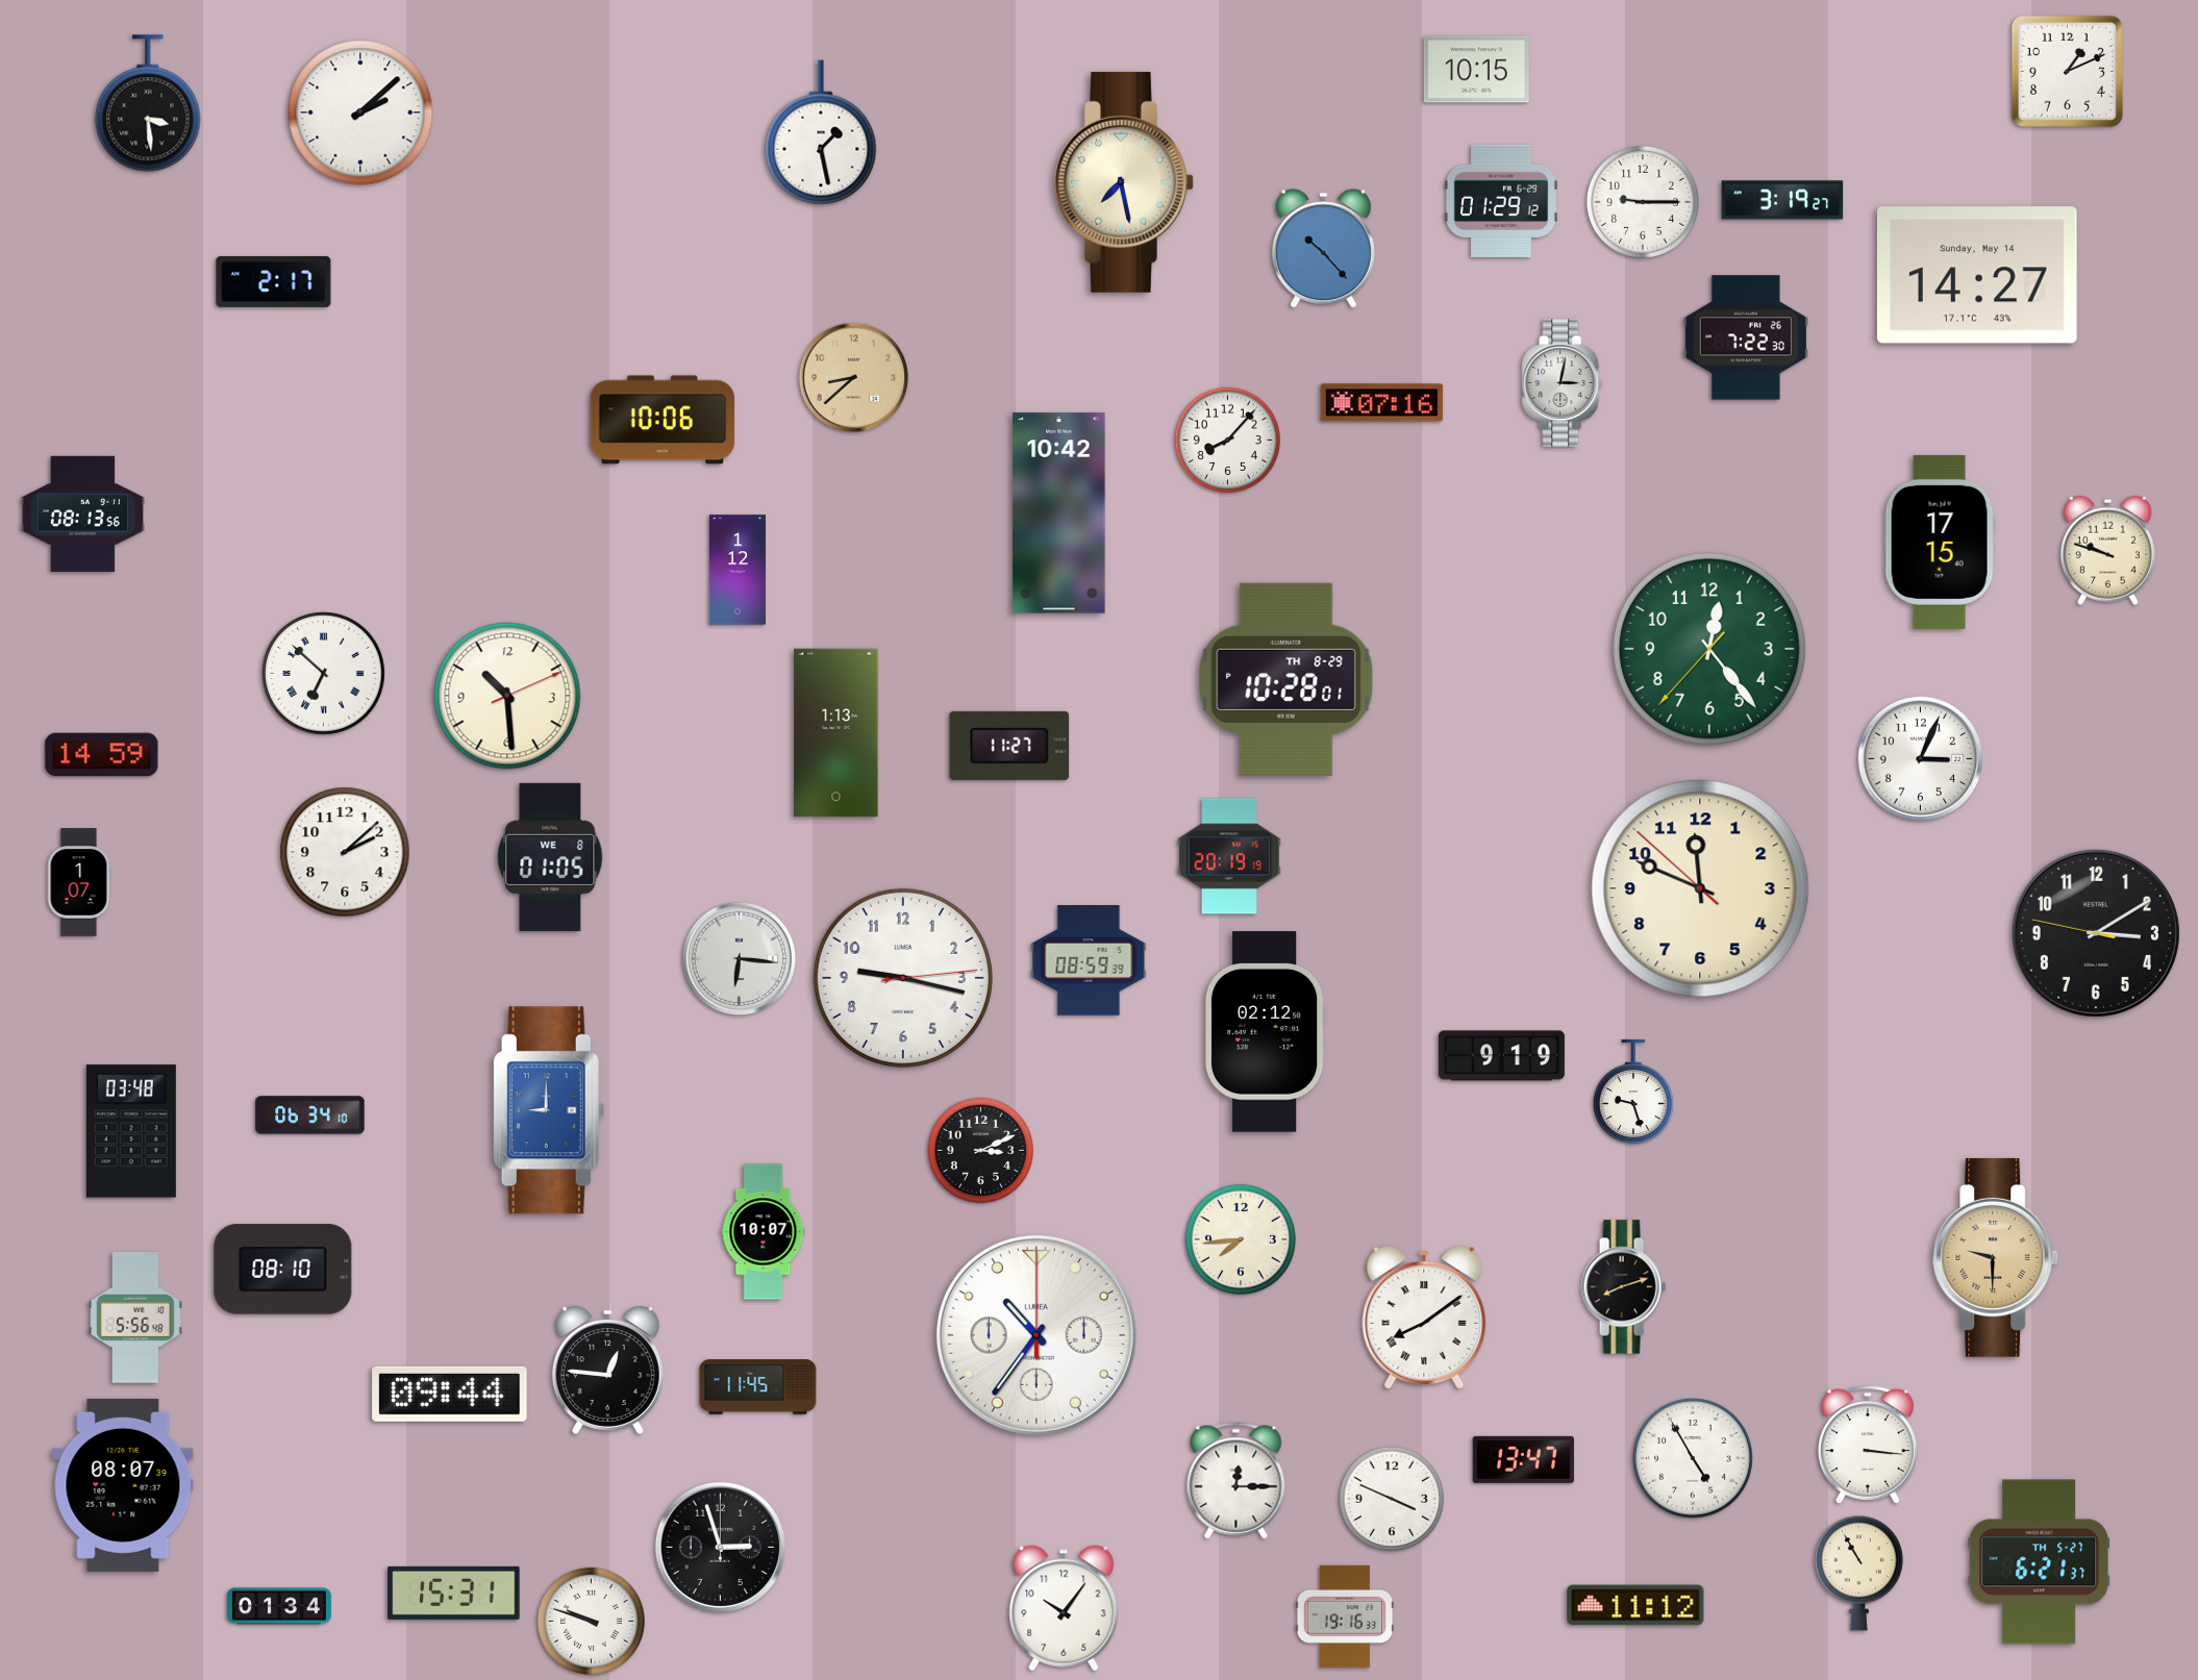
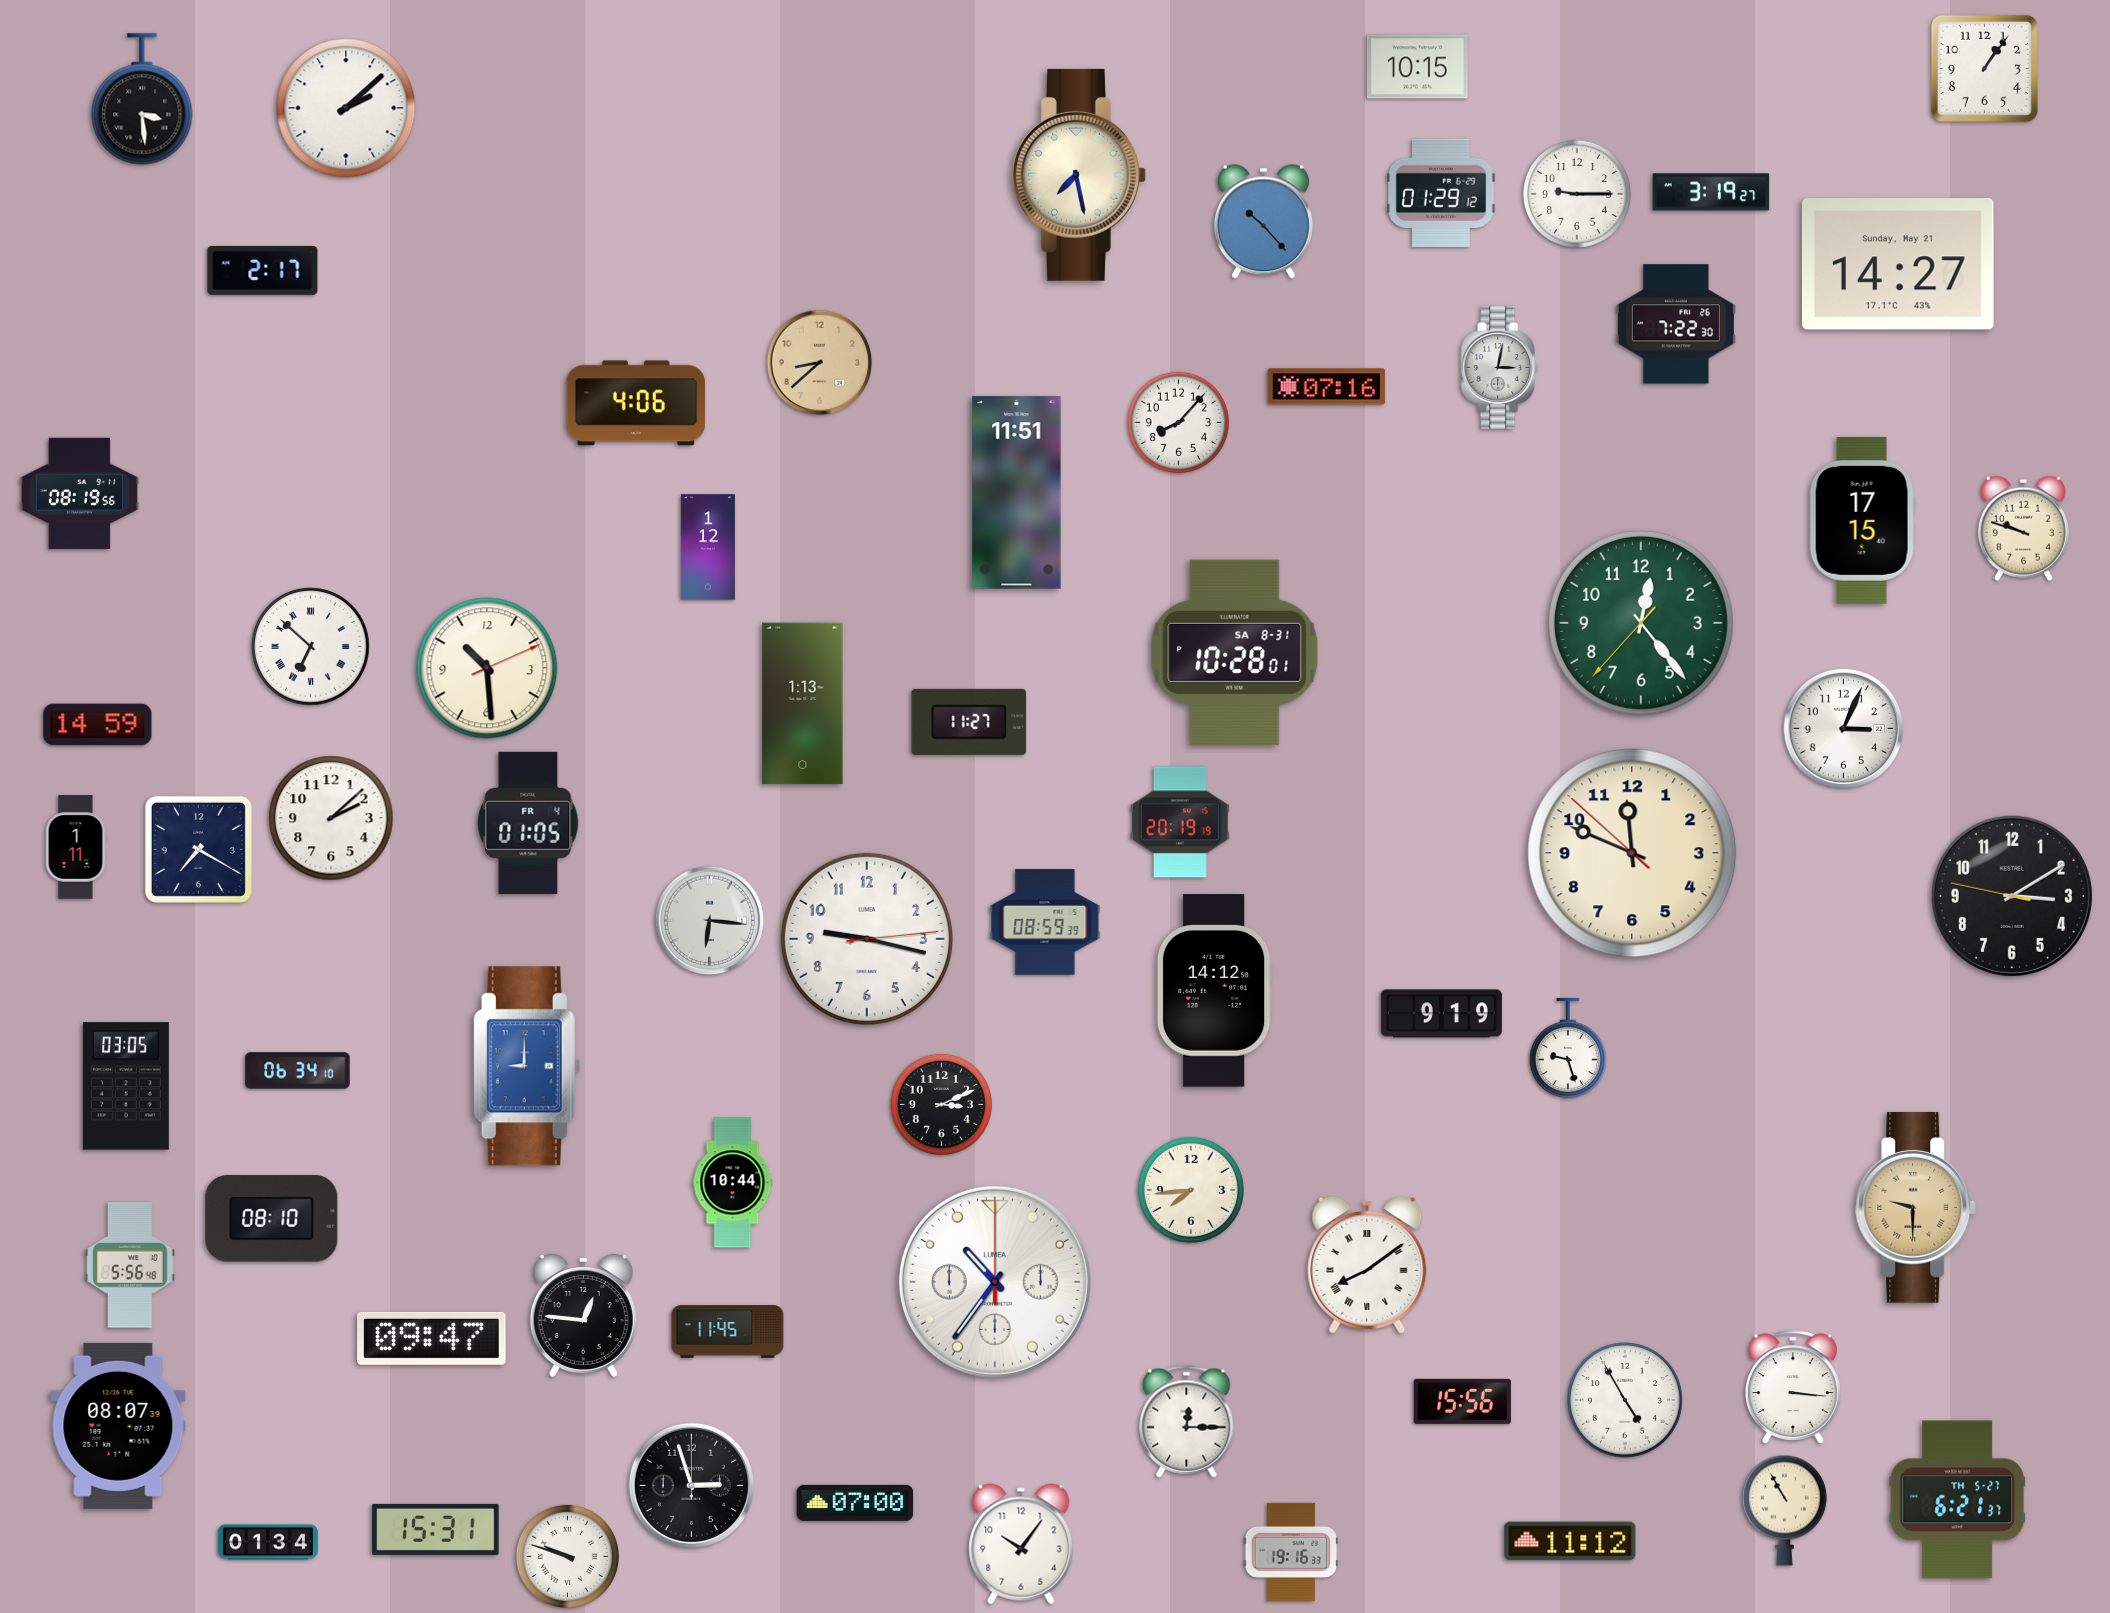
clock at (2067, 71): 1:11 -> 1:06
clock at (821, 132): 1:28 -> none
clock at (1323, 249) position: (1323, 249) -> (1263, 222)
clock at (1977, 275) date: Sunday, May 14 -> Sunday, May 21
clock at (663, 420): 10:06 -> 4:06
clock at (82, 513): 08:13 -> 08:19
clock at (1059, 513): 10:42 -> 11:51
clock at (1287, 679) date: TH 8-29 -> SA 8-31
clock at (1009, 746) position: (1009, 746) -> (969, 722)
clock at (550, 857) date: WE 8 -> FR 4
clock at (79, 882): 1:07 -> 1:11
clock at (198, 849): none -> 7:20
clock at (1265, 1032): 02:12 -> 14:12
clock at (131, 1131): 03:48 -> 03:05
clock at (764, 1232): 10:07 -> 10:44
clock at (1623, 1287): 8:12 -> none
clock at (450, 1394): 09:44 -> 09:47
clock at (1523, 1459): 13:47 -> 15:56
clock at (1392, 1499): 3:49 -> none
clock at (855, 1503): none -> 07:00
